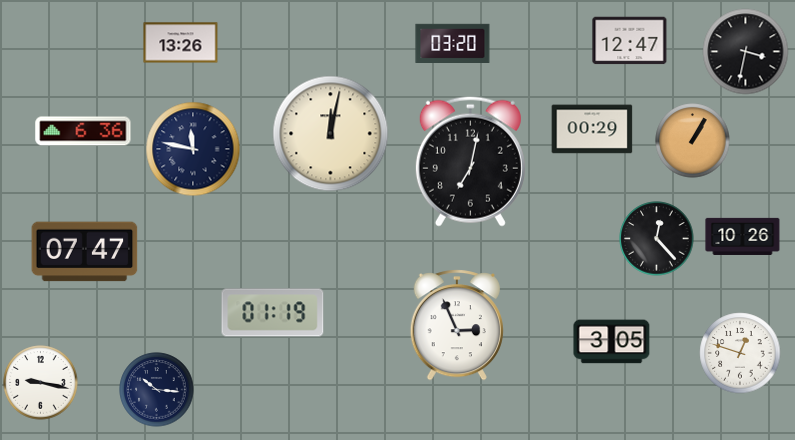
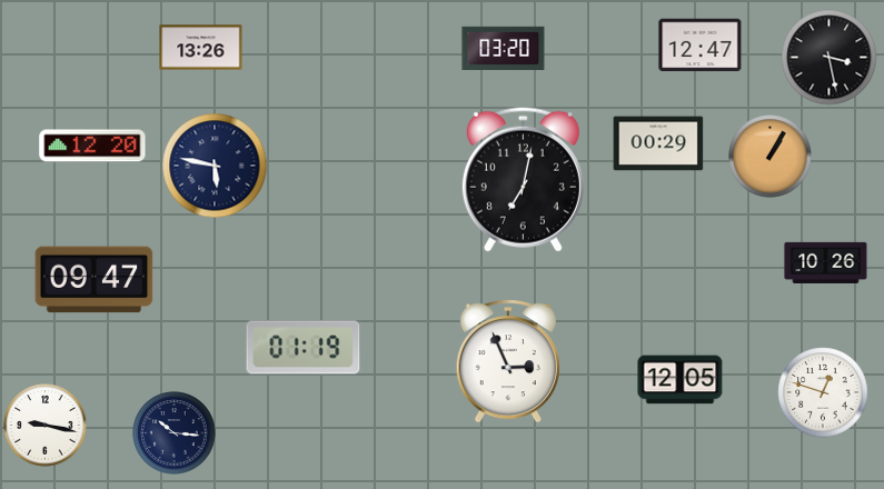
clock at (746, 52): 3:32 -> 3:28
clock at (83, 131): 6:36 -> 12:20
clock at (331, 134): 12:02 -> none
clock at (193, 149): 11:47 -> 5:47
clock at (657, 239): 12:23 -> none
clock at (85, 252): 07:47 -> 09:47
clock at (612, 342): 3:05 -> 12:05
